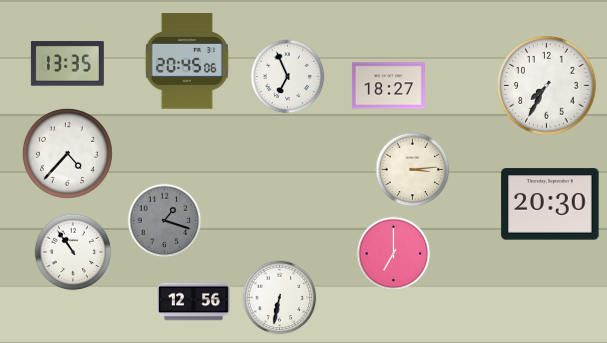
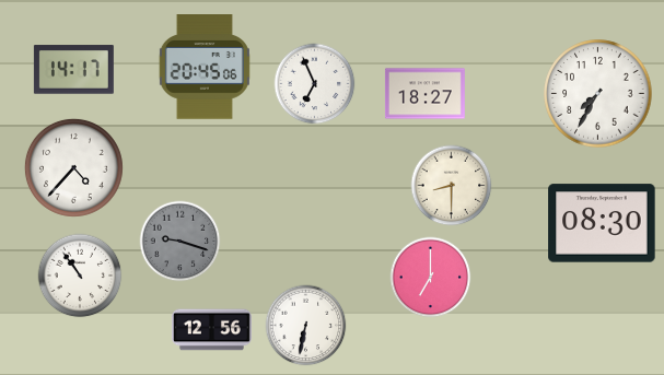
clock at (67, 64): 13:35 -> 14:17
clock at (413, 170): 3:14 -> 8:30
clock at (550, 204): 20:30 -> 08:30
clock at (165, 221): 1:18 -> 9:18
